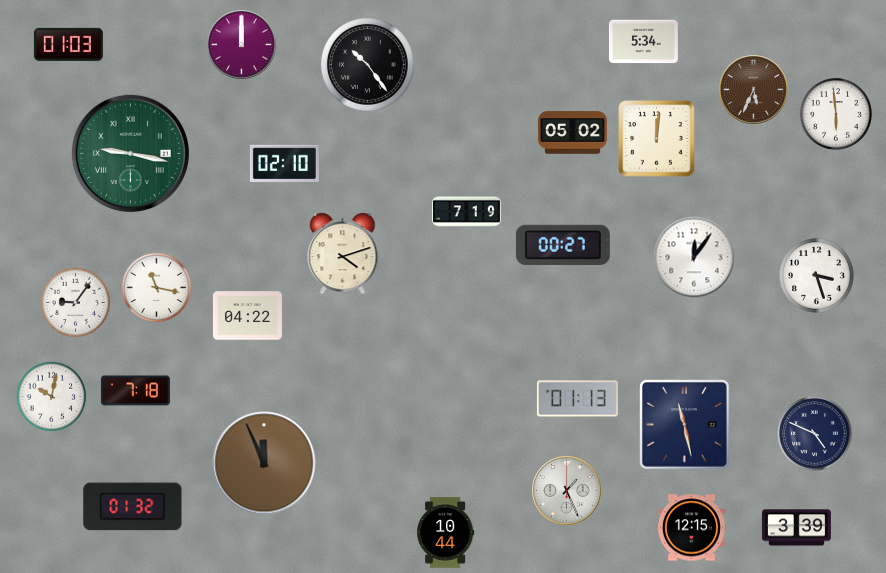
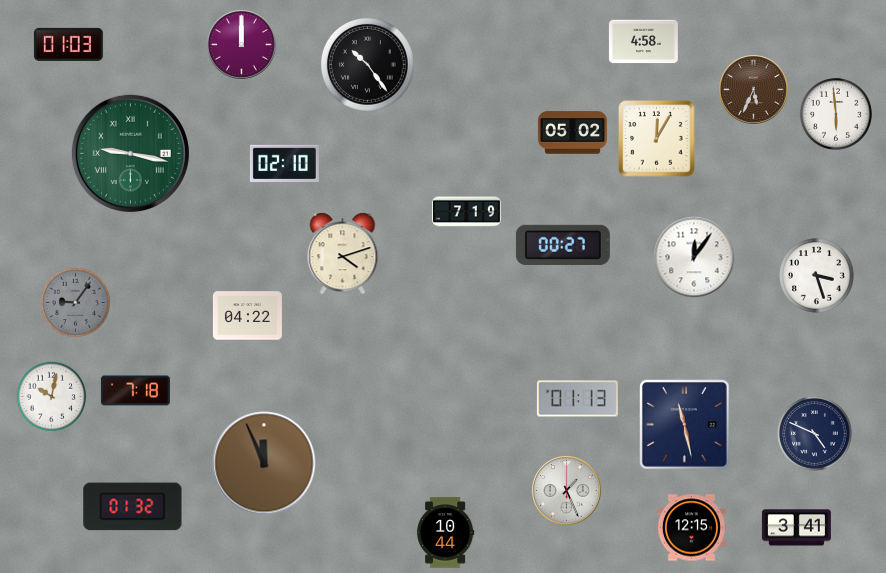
clock at (643, 42): 5:34 -> 4:58
clock at (657, 139): 12:01 -> 12:05
clock at (157, 288): 11:17 -> none
clock at (76, 303) dial: white -> grey
clock at (796, 528): 3:39 -> 3:41
